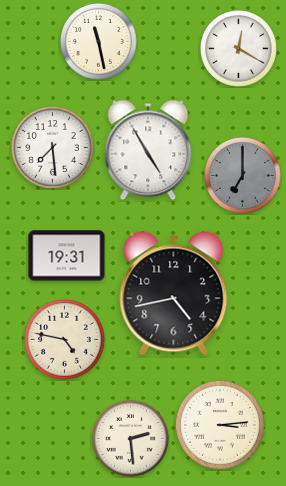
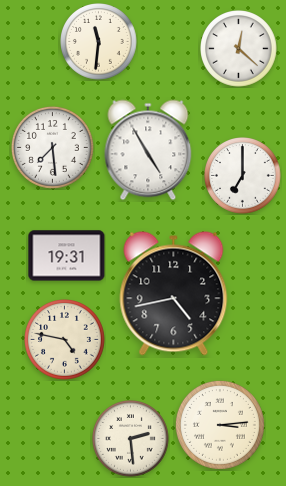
clock at (99, 42): 11:28 -> 11:31
clock at (239, 49): 12:20 -> 12:22
clock at (243, 176) dial: grey -> white
